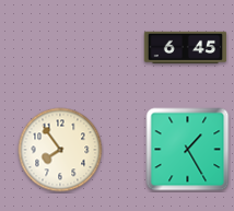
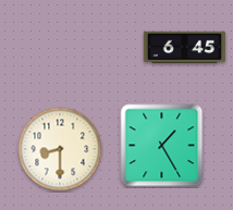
clock at (60, 150): 7:54 -> 8:30
clock at (188, 150) position: (188, 150) -> (162, 146)
